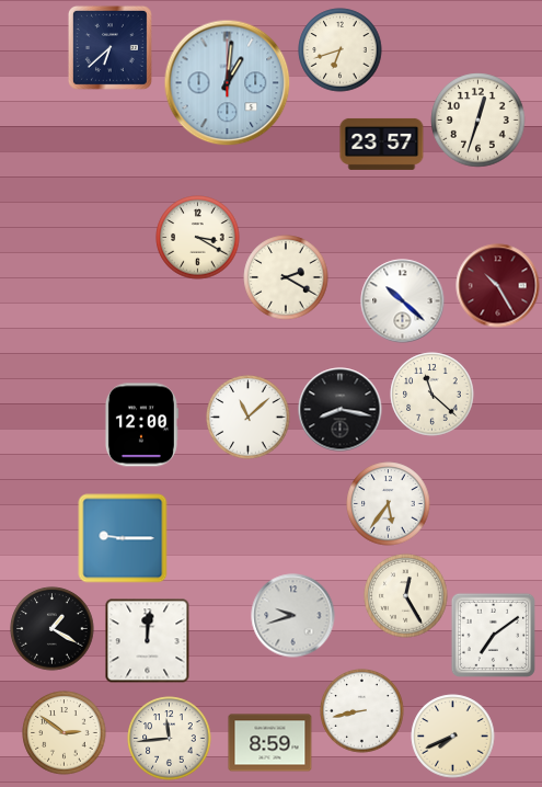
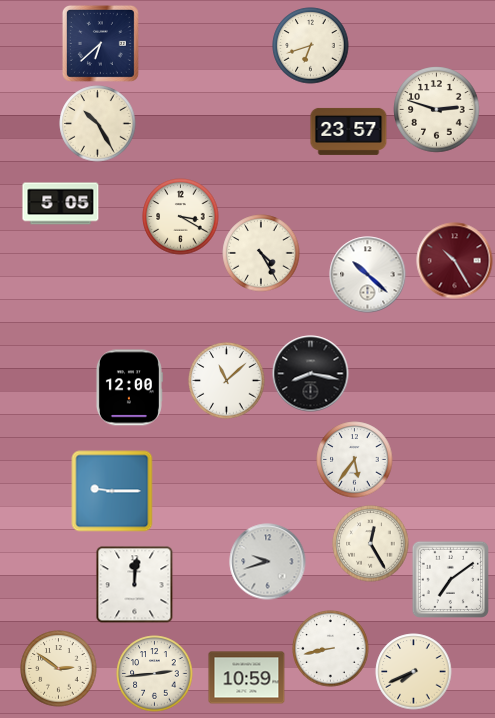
clock at (228, 83): 1:01 -> none
clock at (478, 121): 12:33 -> 2:48
clock at (98, 124): none -> 10:25
clock at (61, 204): none -> 5:05
clock at (286, 277): 2:20 -> 4:25
clock at (433, 395): 11:22 -> none
clock at (53, 629): 1:20 -> none
clock at (170, 739): 11:44 -> 2:44
clock at (270, 743): 8:59 -> 10:59
